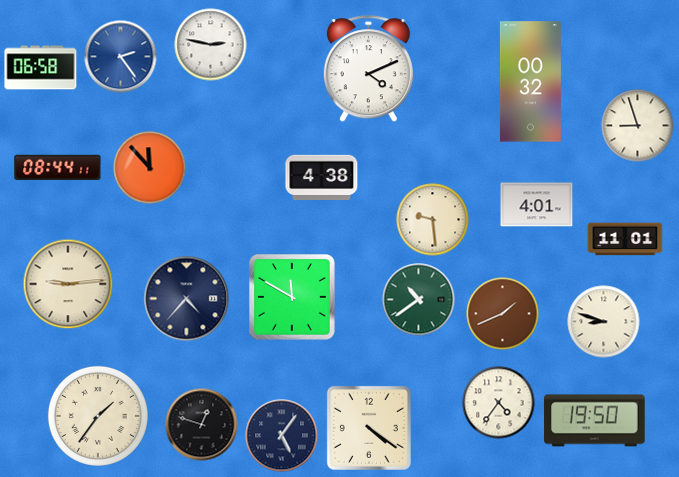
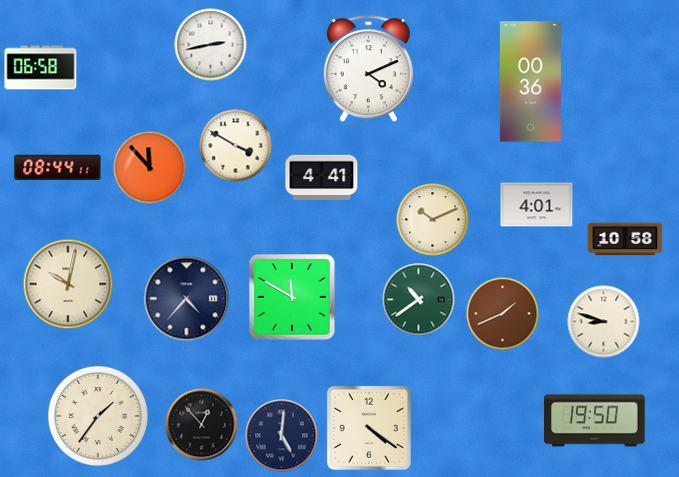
clock at (211, 45): 2:47 -> 2:43
clock at (121, 57): 2:24 -> none
clock at (530, 82): 00:32 -> 00:36
clock at (638, 126): 8:57 -> none
clock at (236, 146): none -> 3:50
clock at (322, 177): 4:38 -> 4:41
clock at (433, 220): 9:29 -> 10:11
clock at (625, 239): 11:01 -> 10:58
clock at (68, 284): 9:14 -> 10:02
clock at (499, 403): 4:36 -> none
clock at (202, 425): 12:48 -> 12:53
clock at (282, 436): 5:06 -> 5:01
